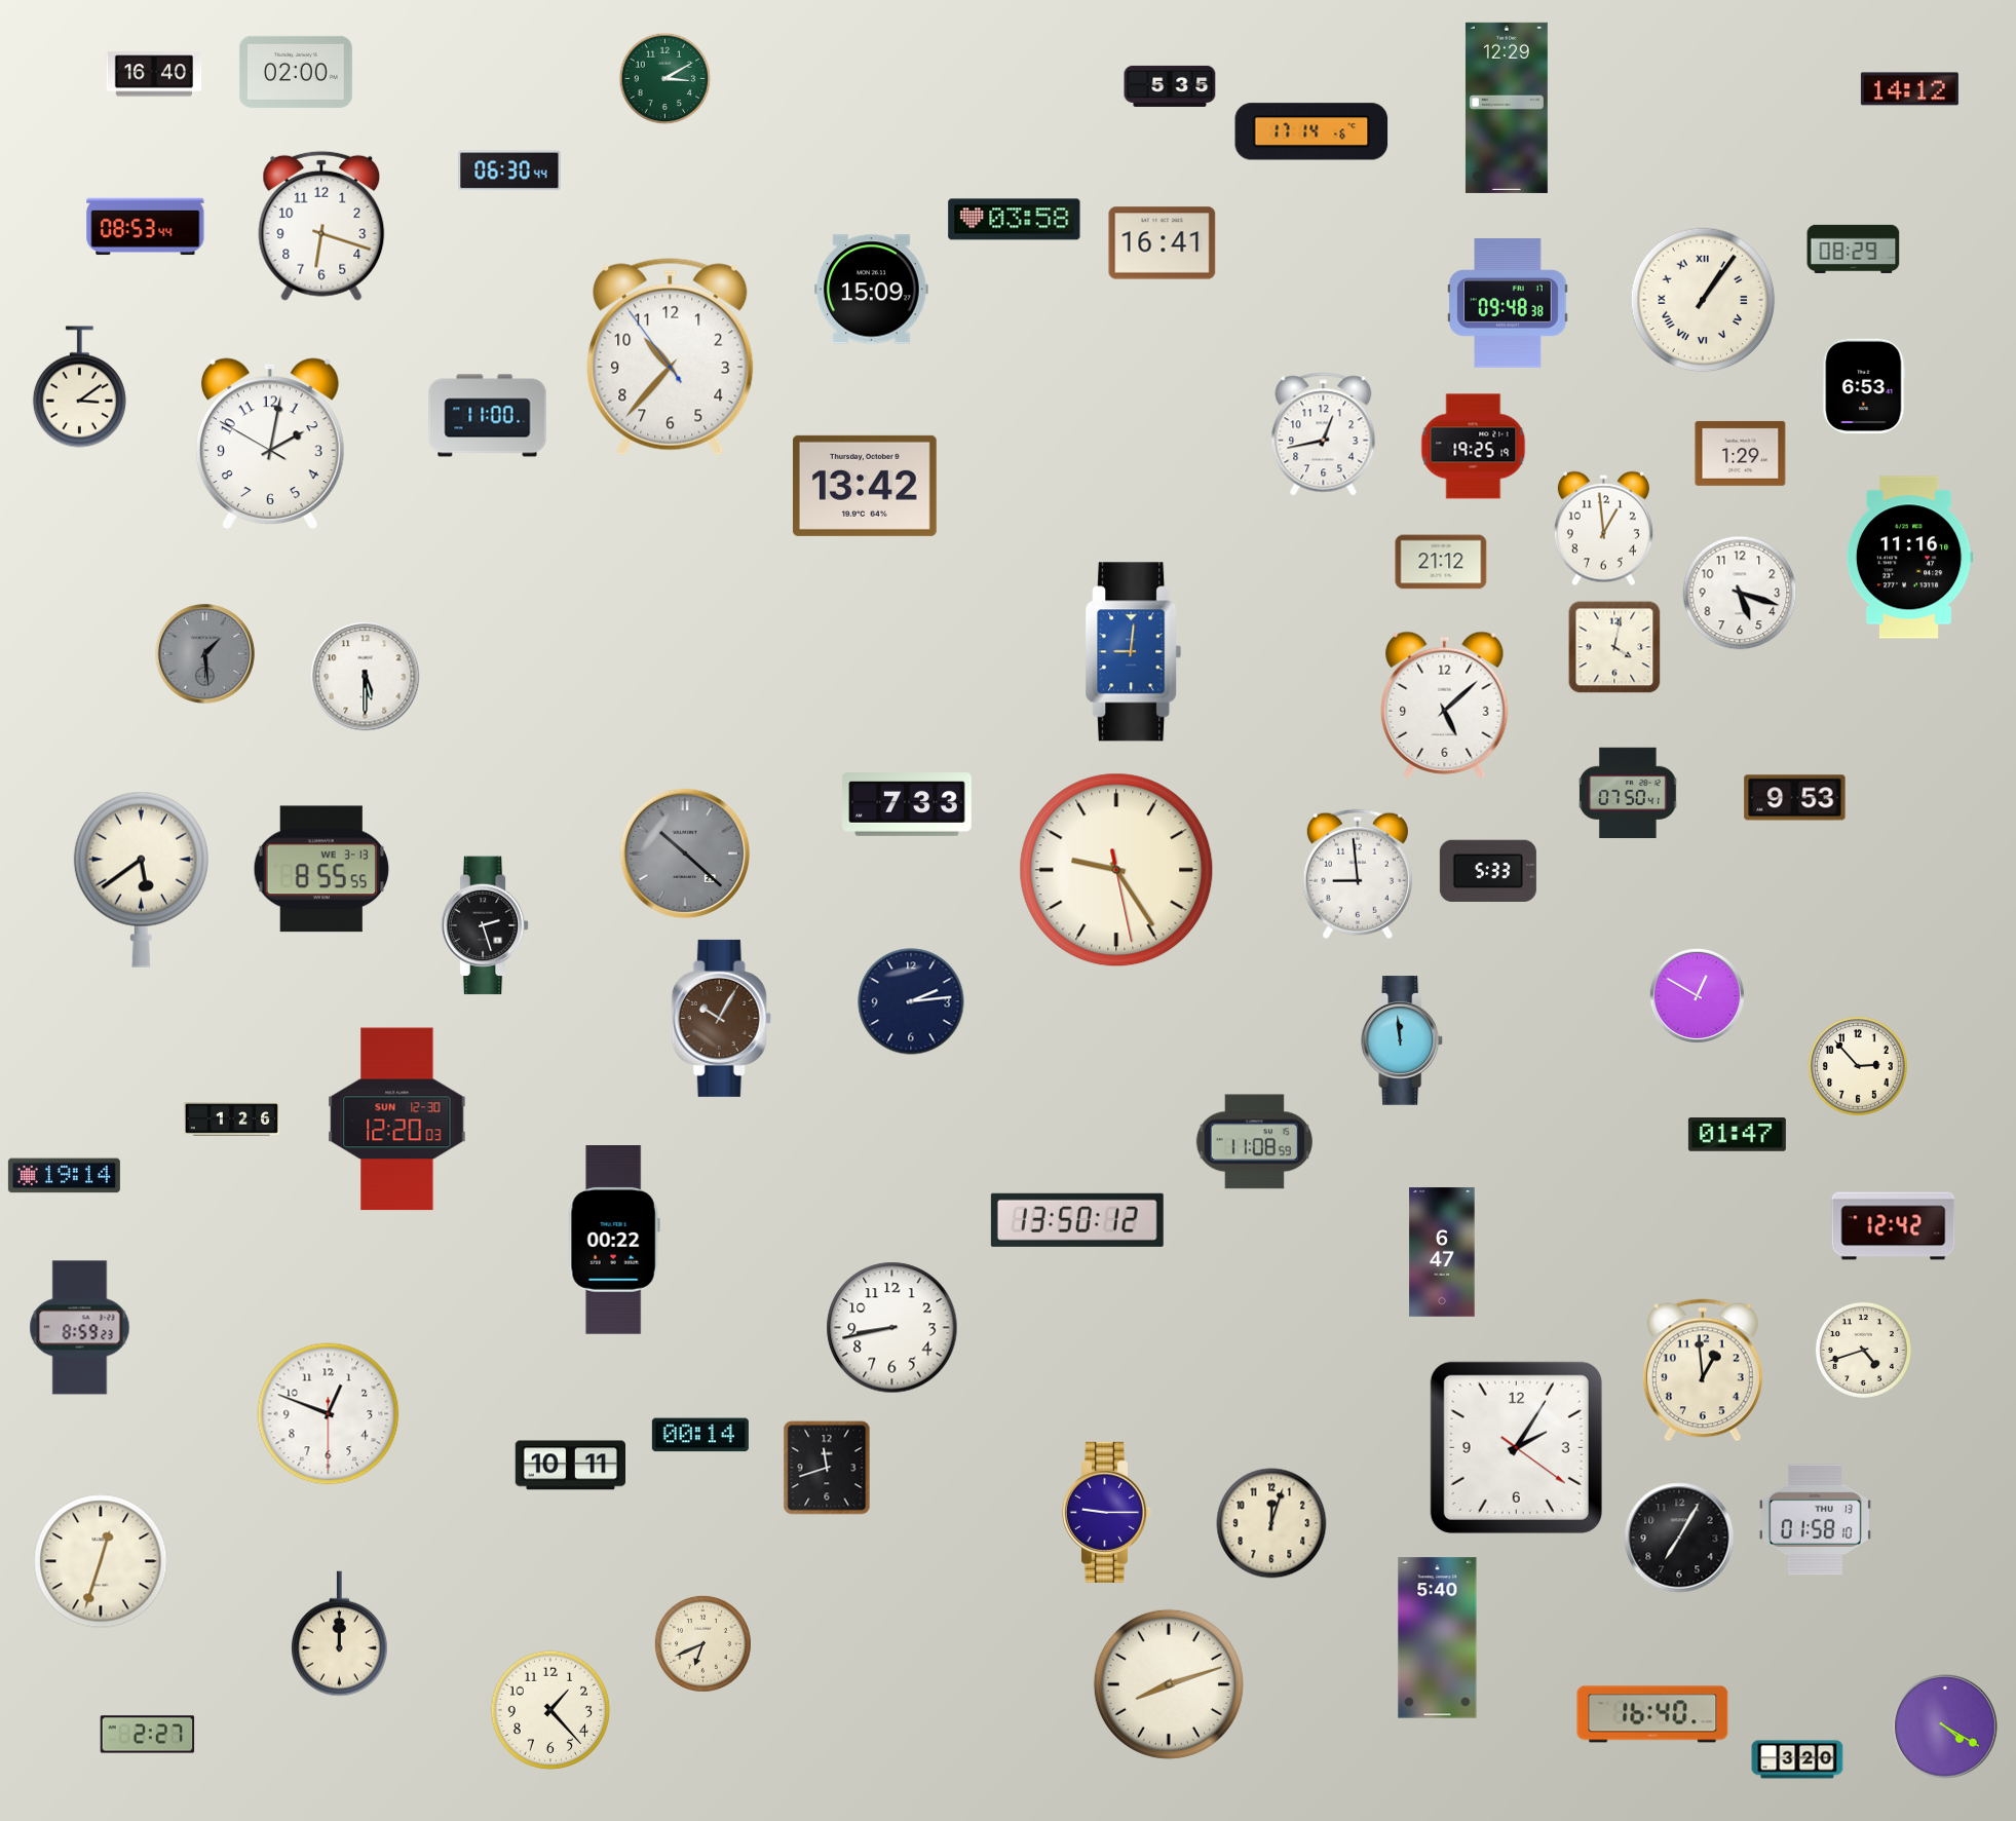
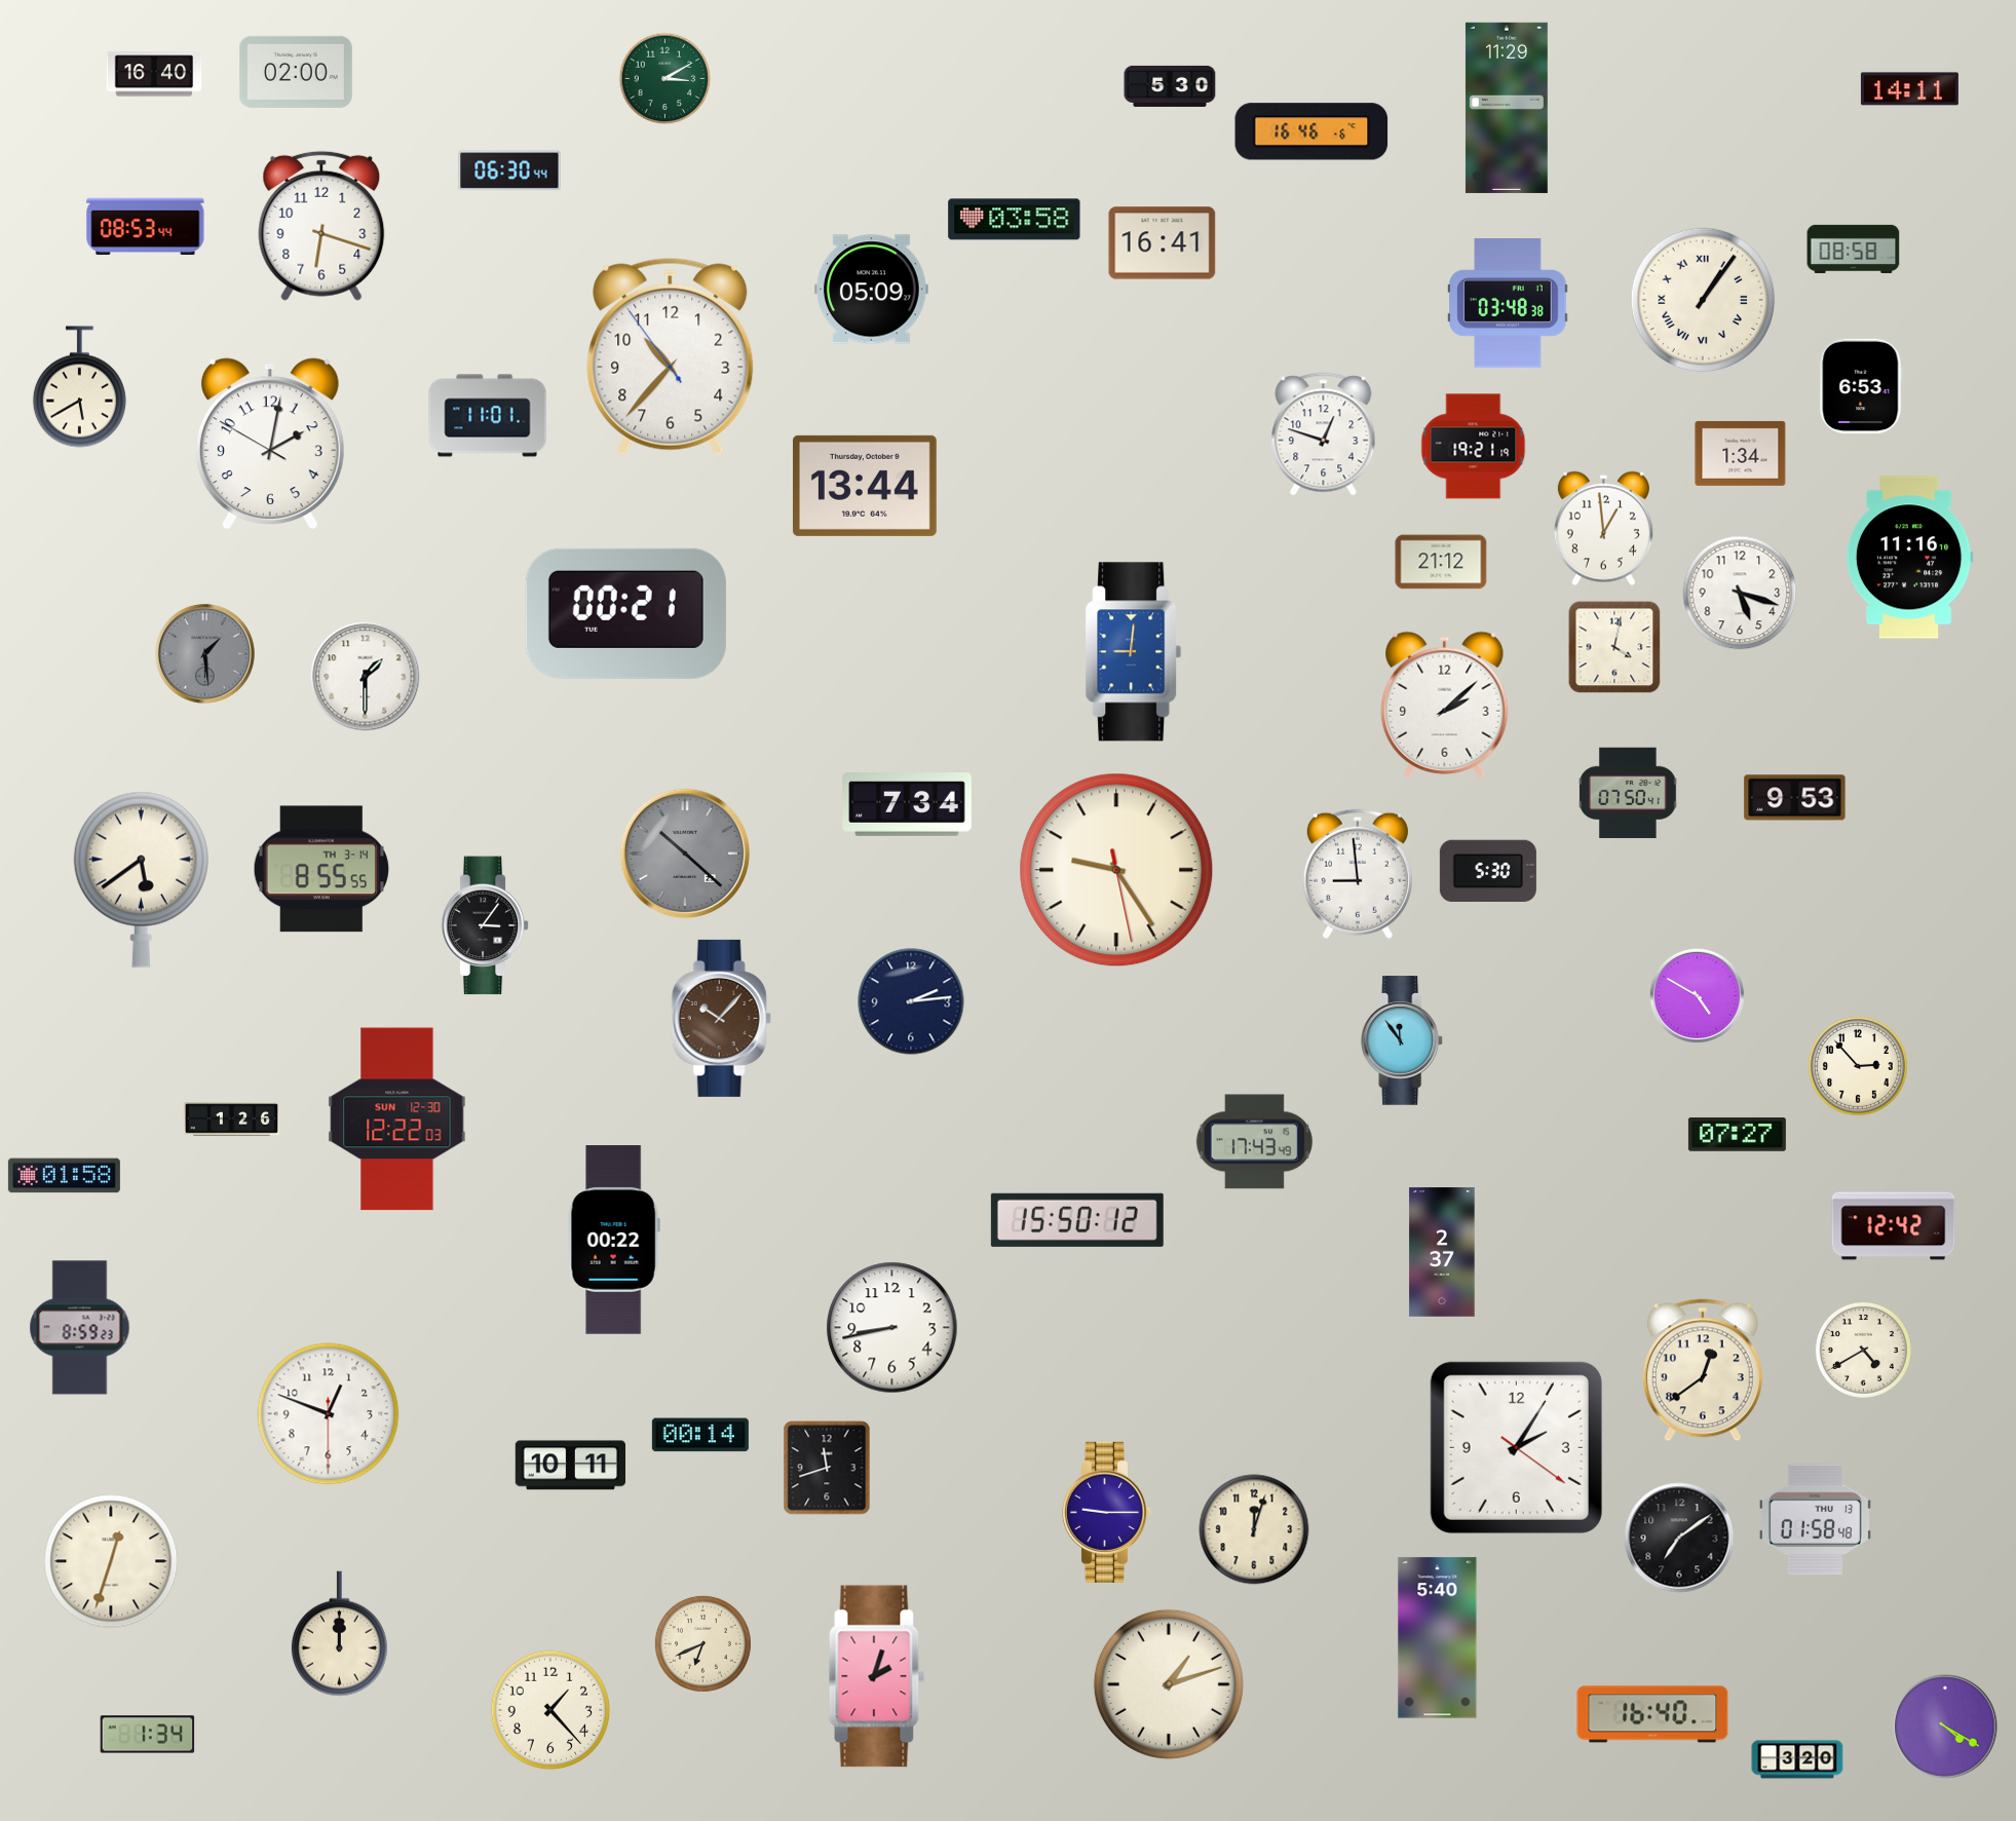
clock at (1170, 86): 5:35 -> 5:30
clock at (1909, 89): 14:12 -> 14:11
clock at (1507, 108): 12:29 -> 11:29
clock at (1311, 131): 17:14 -> 16:46
clock at (1854, 249): 08:29 -> 08:58
clock at (872, 290): 15:09 -> 05:09
clock at (1508, 303): 09:48 -> 03:48
clock at (1864, 386) position: (1864, 386) -> (1861, 386)
clock at (79, 387): 3:09 -> 5:40
clock at (488, 416): 11:00 -> 11:01
clock at (1324, 434): 12:43 -> 12:48
clock at (1474, 447): 19:25 -> 19:21
clock at (1741, 453): 1:29 -> 1:34
clock at (865, 486): 13:42 -> 13:44
clock at (625, 613): none -> 00:21
clock at (366, 677): 5:30 -> 1:30
clock at (1445, 705): 5:08 -> 2:08
clock at (907, 805): 7:33 -> 7:34
clock at (321, 869) date: WE 3-13 -> TH 3-14
clock at (1488, 870): 5:33 -> 5:30
clock at (485, 925): 2:27 -> 3:06
clock at (1697, 995): 12:50 -> 4:50
clock at (721, 1018): 10:05 -> 10:07
clock at (1403, 1040): 11:59 -> 11:54
clock at (397, 1120): 12:20 -> 12:22
clock at (1737, 1135): 01:47 -> 07:27
clock at (1254, 1142): 11:08 -> 17:43
clock at (64, 1176): 19:14 -> 01:58
clock at (1077, 1220): 13:50 -> 15:50
clock at (1442, 1252): 6:47 -> 2:37
clock at (1863, 1350): 4:42 -> 4:40
clock at (1703, 1370): 12:59 -> 12:39
clock at (1815, 1520): 01:58:10 -> 01:58:48
clock at (1271, 1523) position: (1271, 1523) -> (1254, 1529)
clock at (1679, 1538): 7:05 -> 7:09
clock at (101, 1561) position: (101, 1561) -> (111, 1561)
clock at (877, 1676): none -> 2:03
clock at (1169, 1684): 8:12 -> 1:12
clock at (148, 1735): 2:27 -> 1:34
